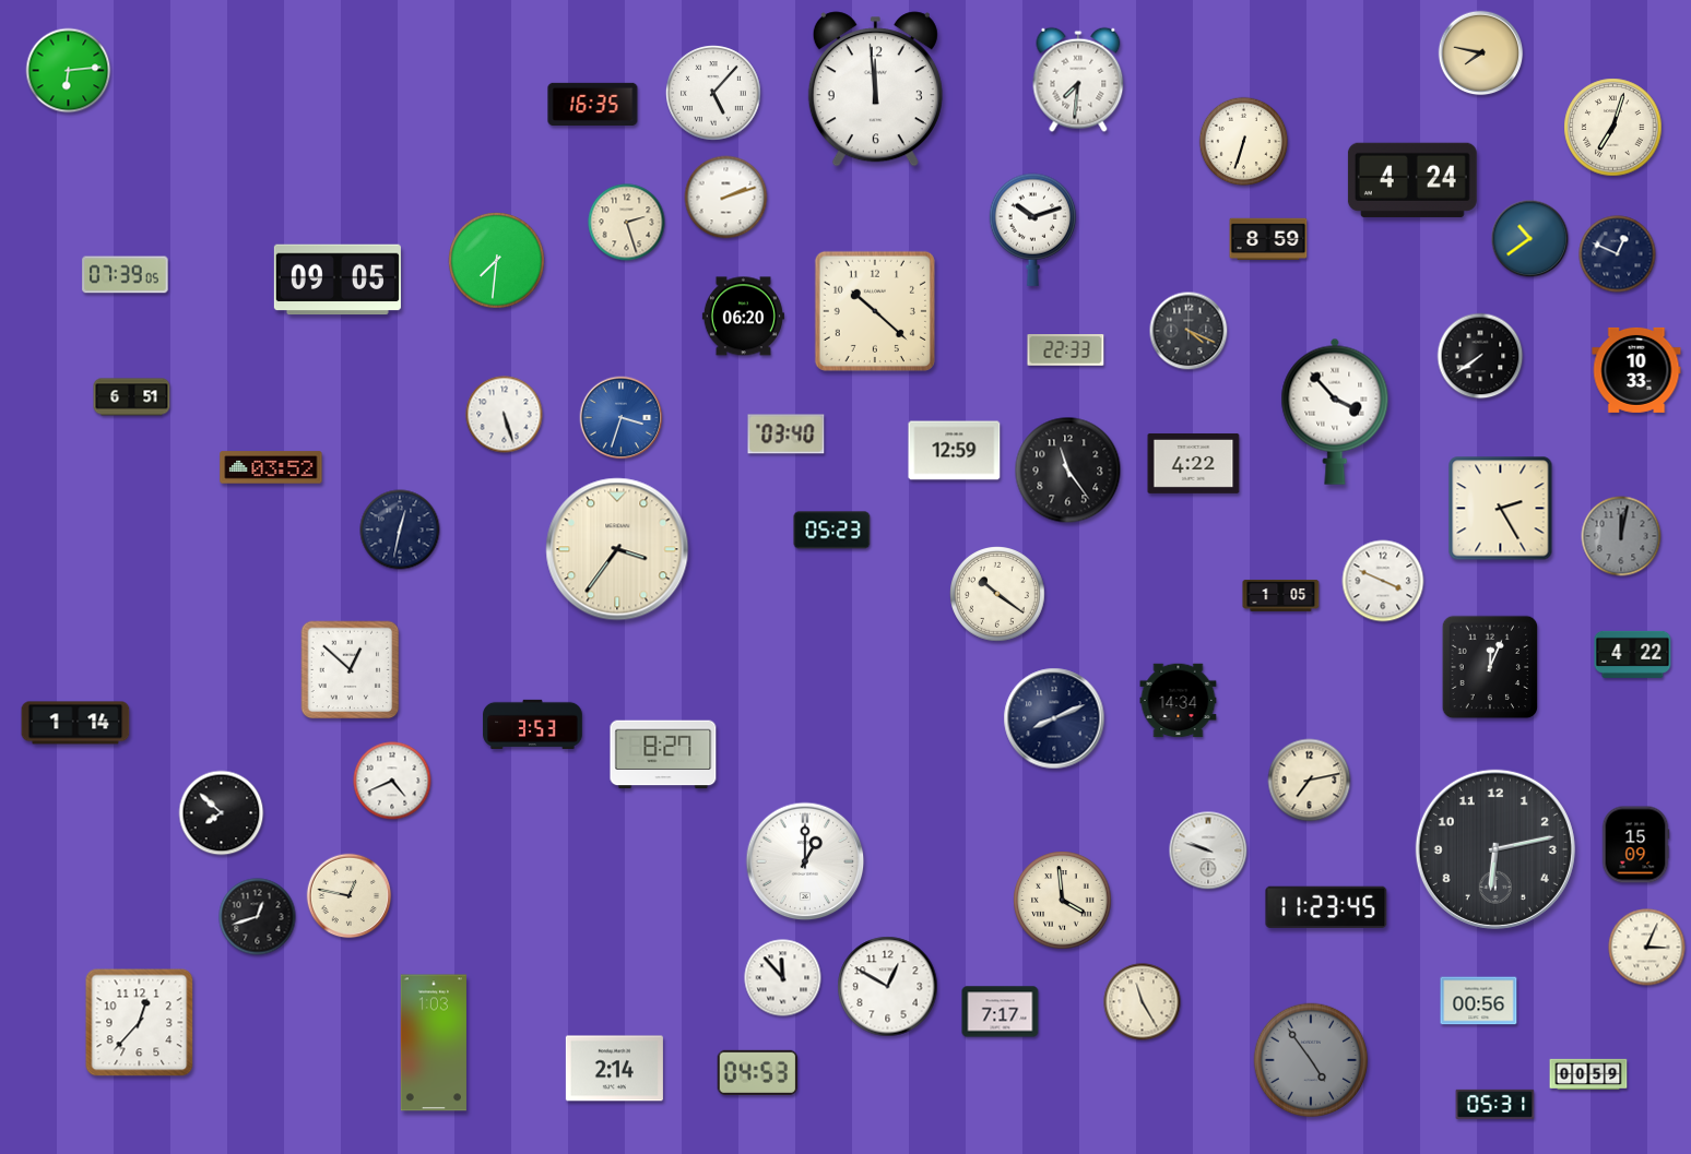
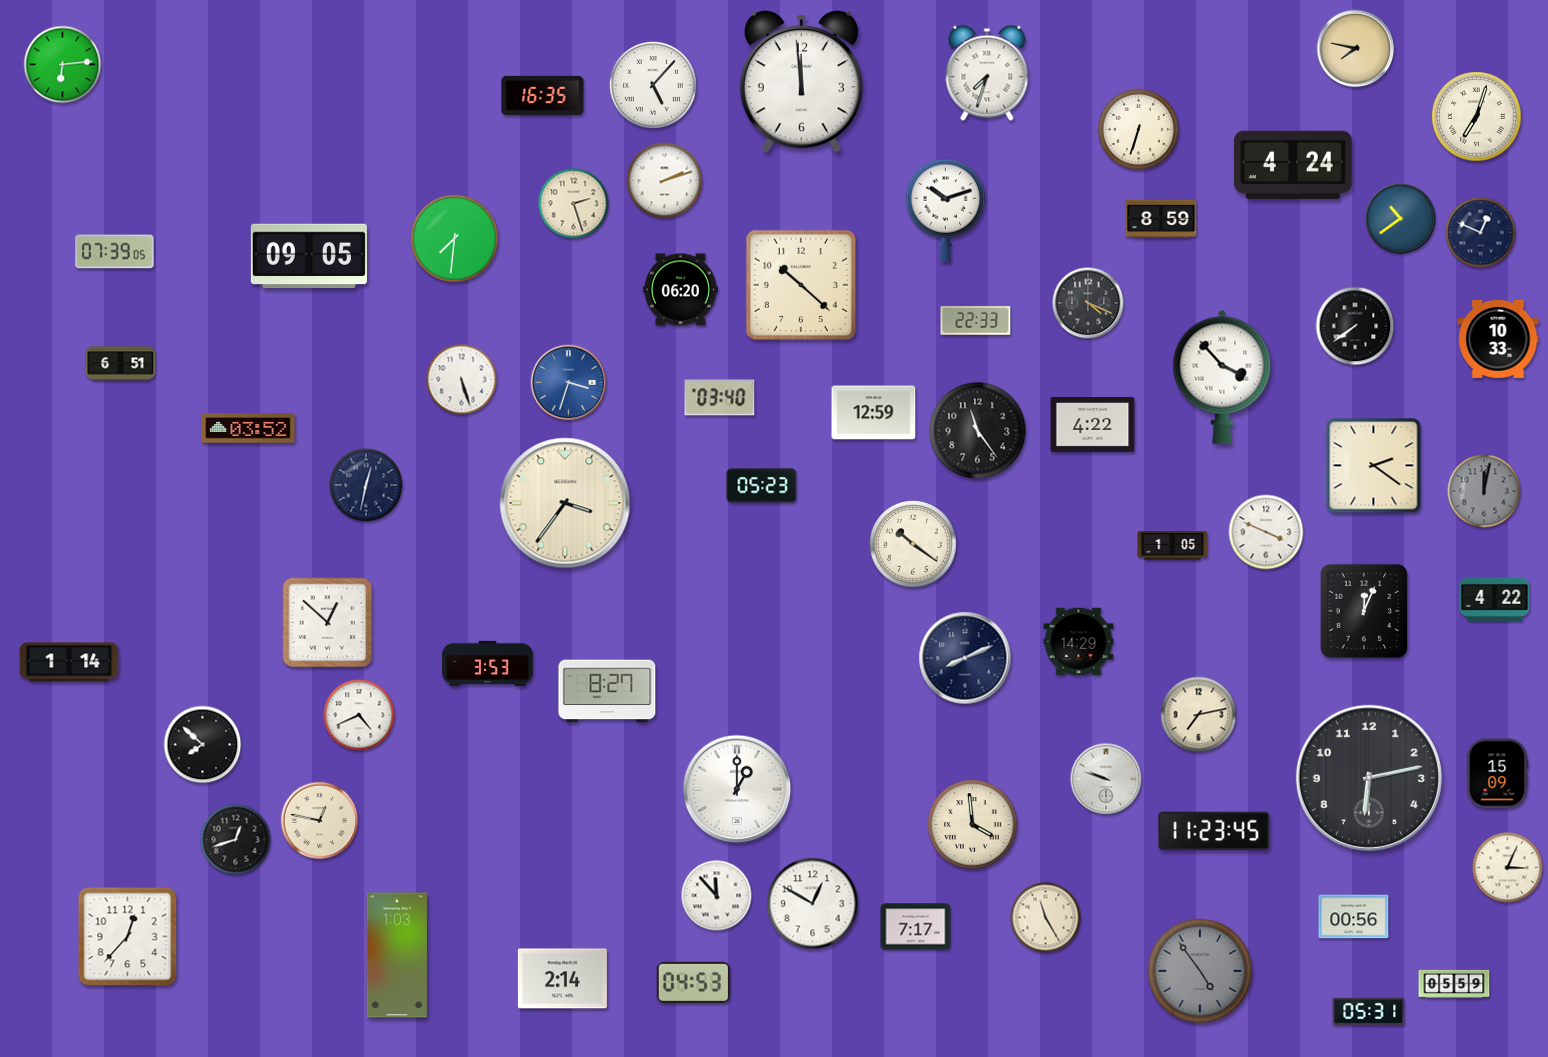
clock at (1078, 80): 7:31 -> 7:33
clock at (1501, 509): 2:25 -> 2:21
clock at (351, 670) position: (351, 670) -> (328, 623)
clock at (1179, 701): 14:34 -> 14:29
clock at (1588, 1073): 00:59 -> 05:59
